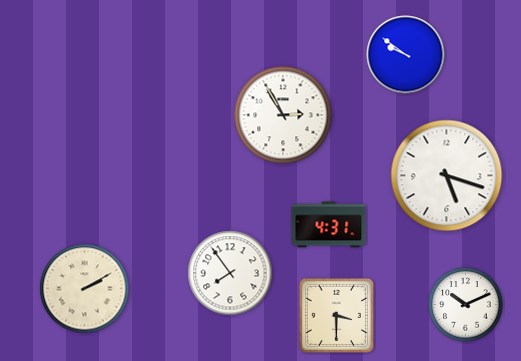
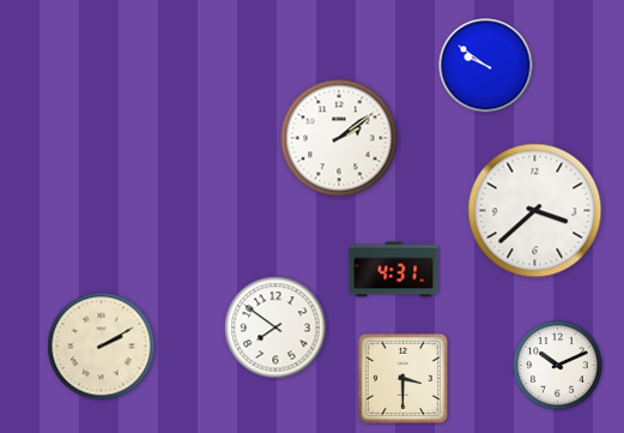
clock at (283, 115): 2:55 -> 2:09
clock at (447, 176): 5:18 -> 3:38
clock at (230, 273): 7:54 -> 7:51
